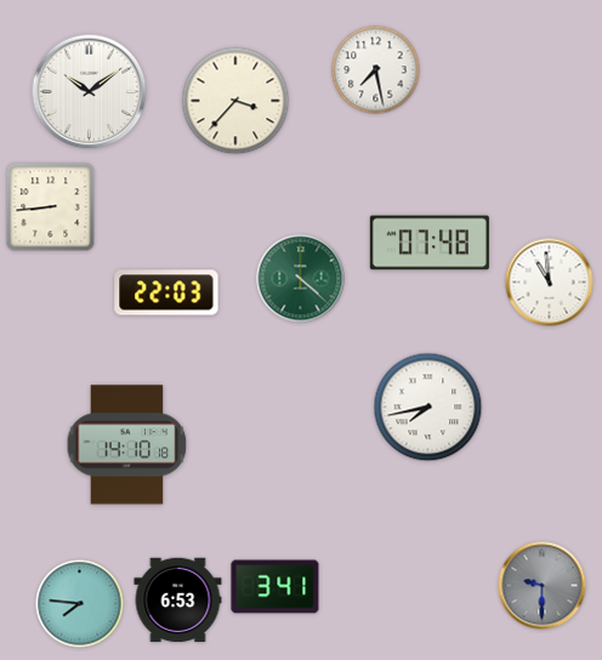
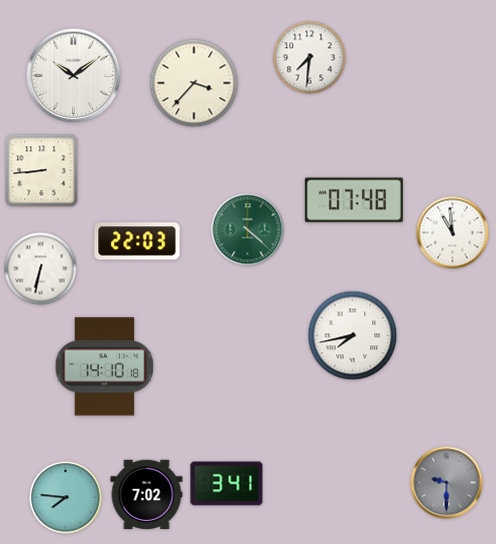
clock at (376, 70): 7:28 -> 7:31
clock at (41, 269): none -> 6:32
clock at (178, 601): 6:53 -> 7:02
